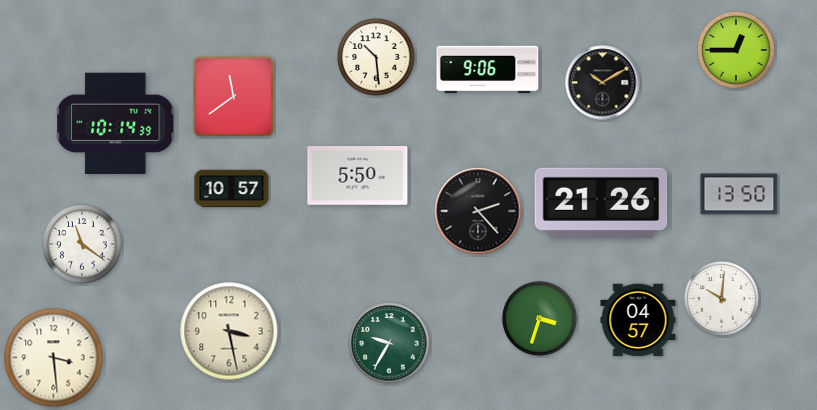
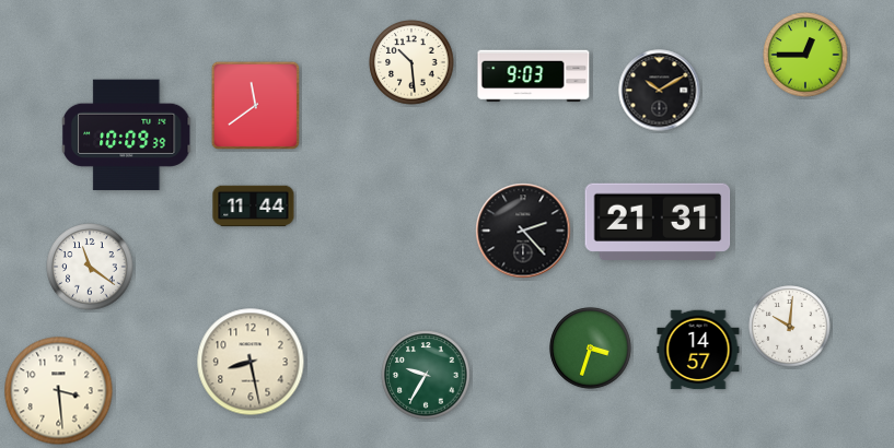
clock at (488, 70): 9:06 -> 9:03
clock at (116, 124): 10:14 -> 10:09
clock at (358, 176): 5:50 -> none
clock at (232, 189): 10:57 -> 11:44
clock at (739, 194): 13:50 -> none
clock at (601, 203): 21:26 -> 21:31
clock at (638, 320): 04:57 -> 14:57
clock at (229, 331): 3:28 -> 8:28
